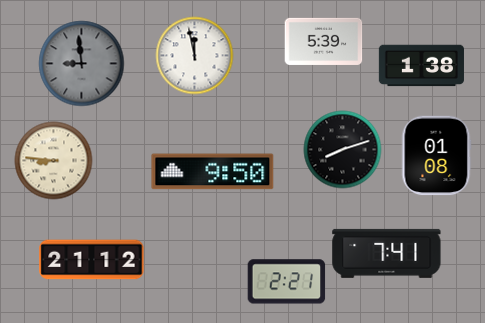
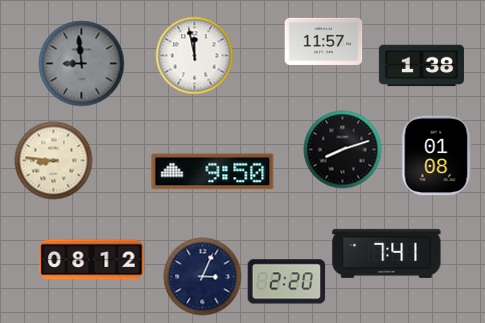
clock at (323, 41): 5:39 -> 11:57
clock at (92, 260): 21:12 -> 08:12
clock at (202, 276): none -> 3:04
clock at (286, 282): 2:21 -> 2:20
